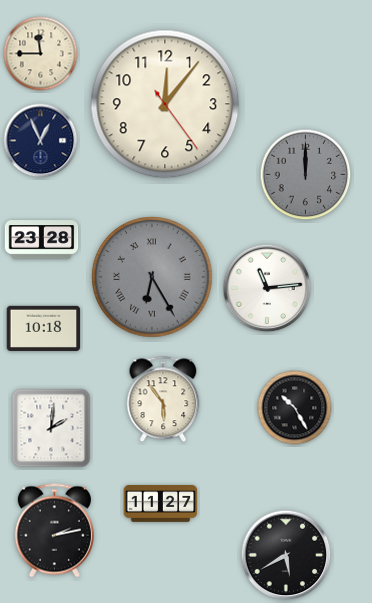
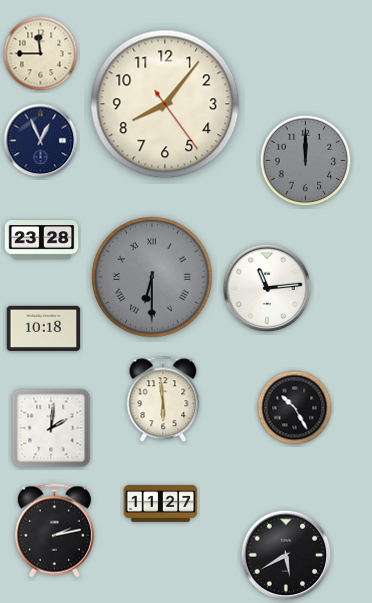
clock at (165, 104): 12:06 -> 8:06
clock at (306, 175) position: (306, 175) -> (306, 161)
clock at (152, 277): 6:25 -> 6:30
clock at (163, 399): 5:54 -> 5:59
